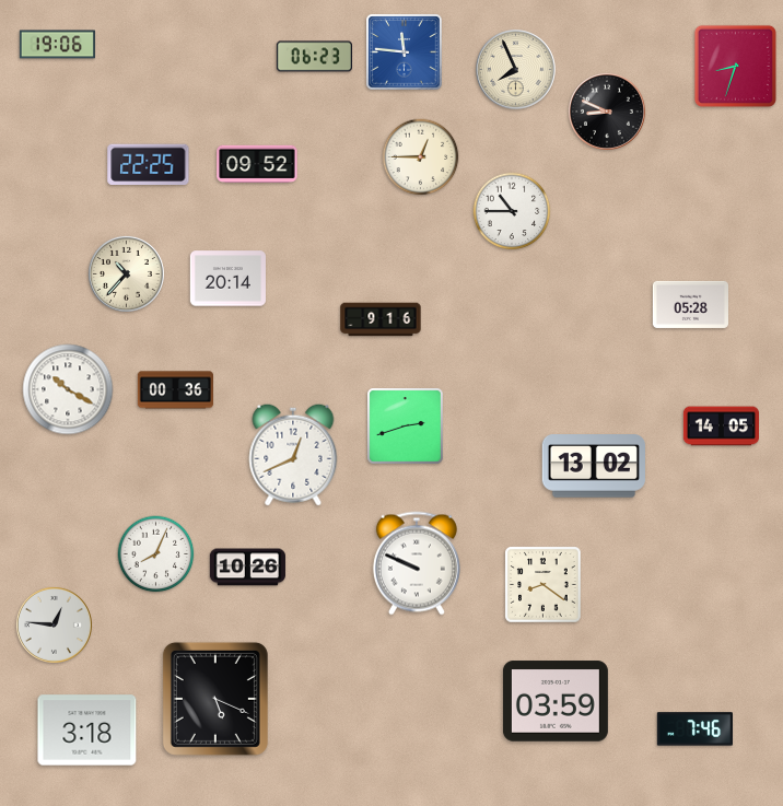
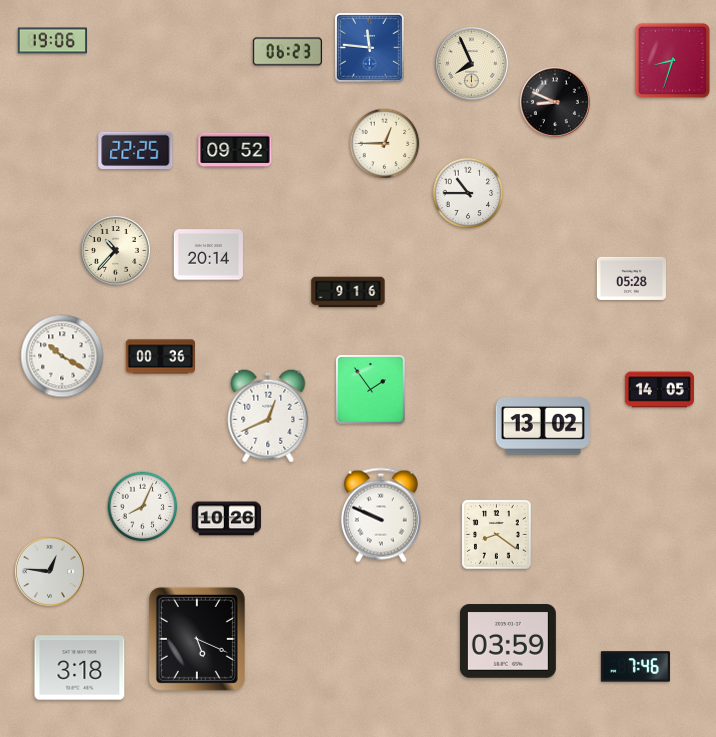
clock at (406, 427): 2:42 -> 1:54
